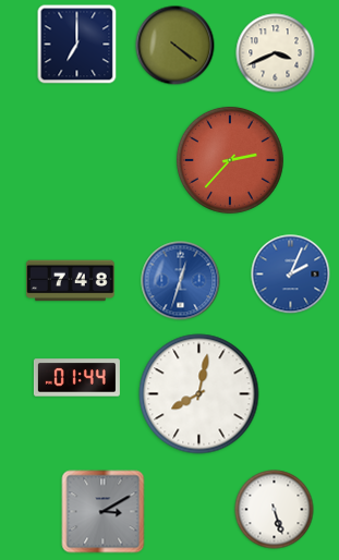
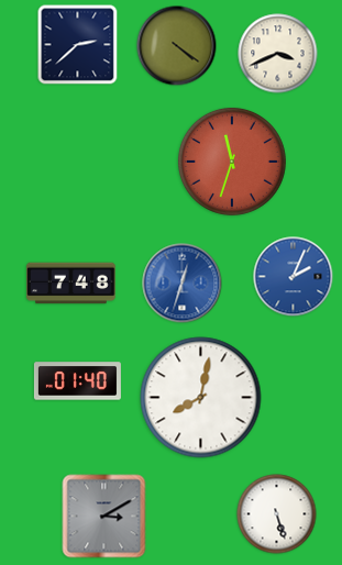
clock at (77, 45): 7:00 -> 2:38
clock at (230, 160): 2:37 -> 11:33
clock at (76, 378): 01:44 -> 01:40
